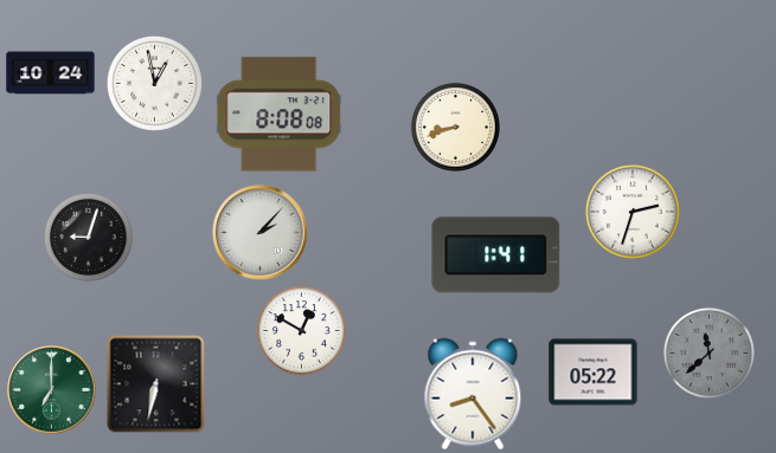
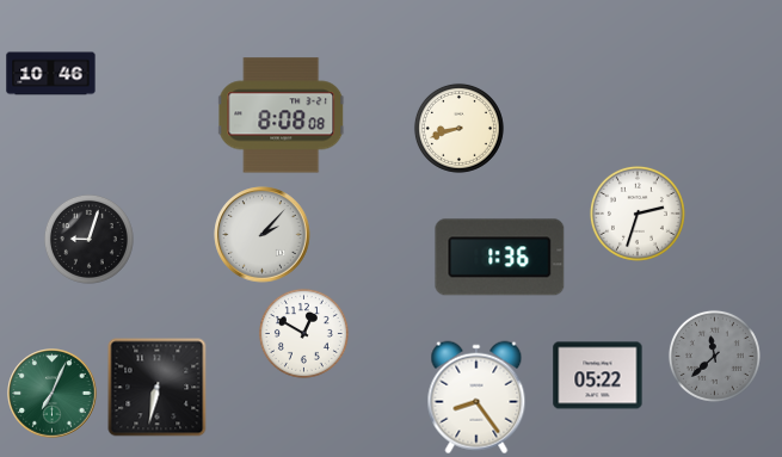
clock at (51, 73): 10:24 -> 10:46
clock at (154, 83): 12:58 -> none
clock at (496, 255): 1:41 -> 1:36
clock at (52, 390): 7:00 -> 7:04
